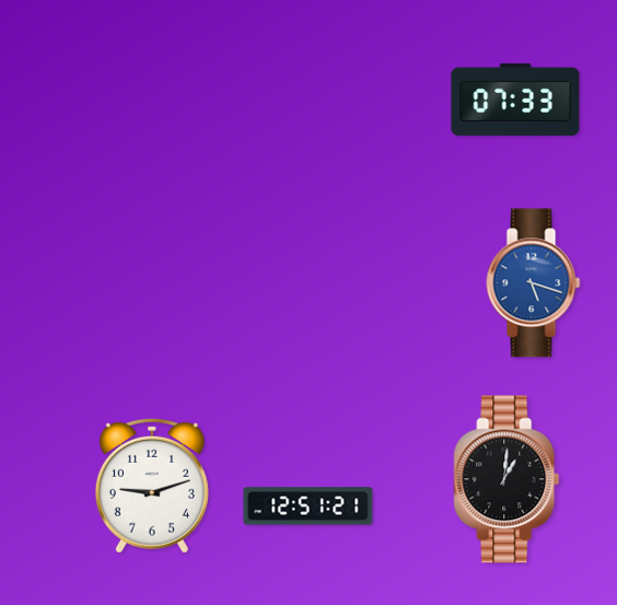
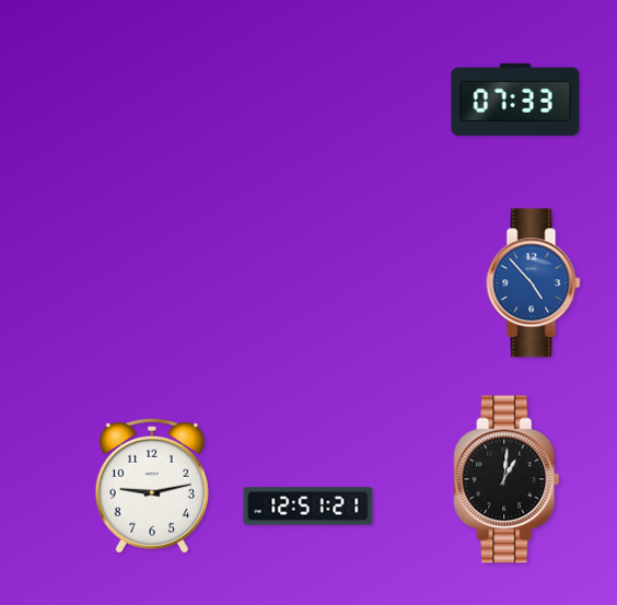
clock at (534, 283): 5:18 -> 4:53
clock at (152, 486): 9:12 -> 9:13
